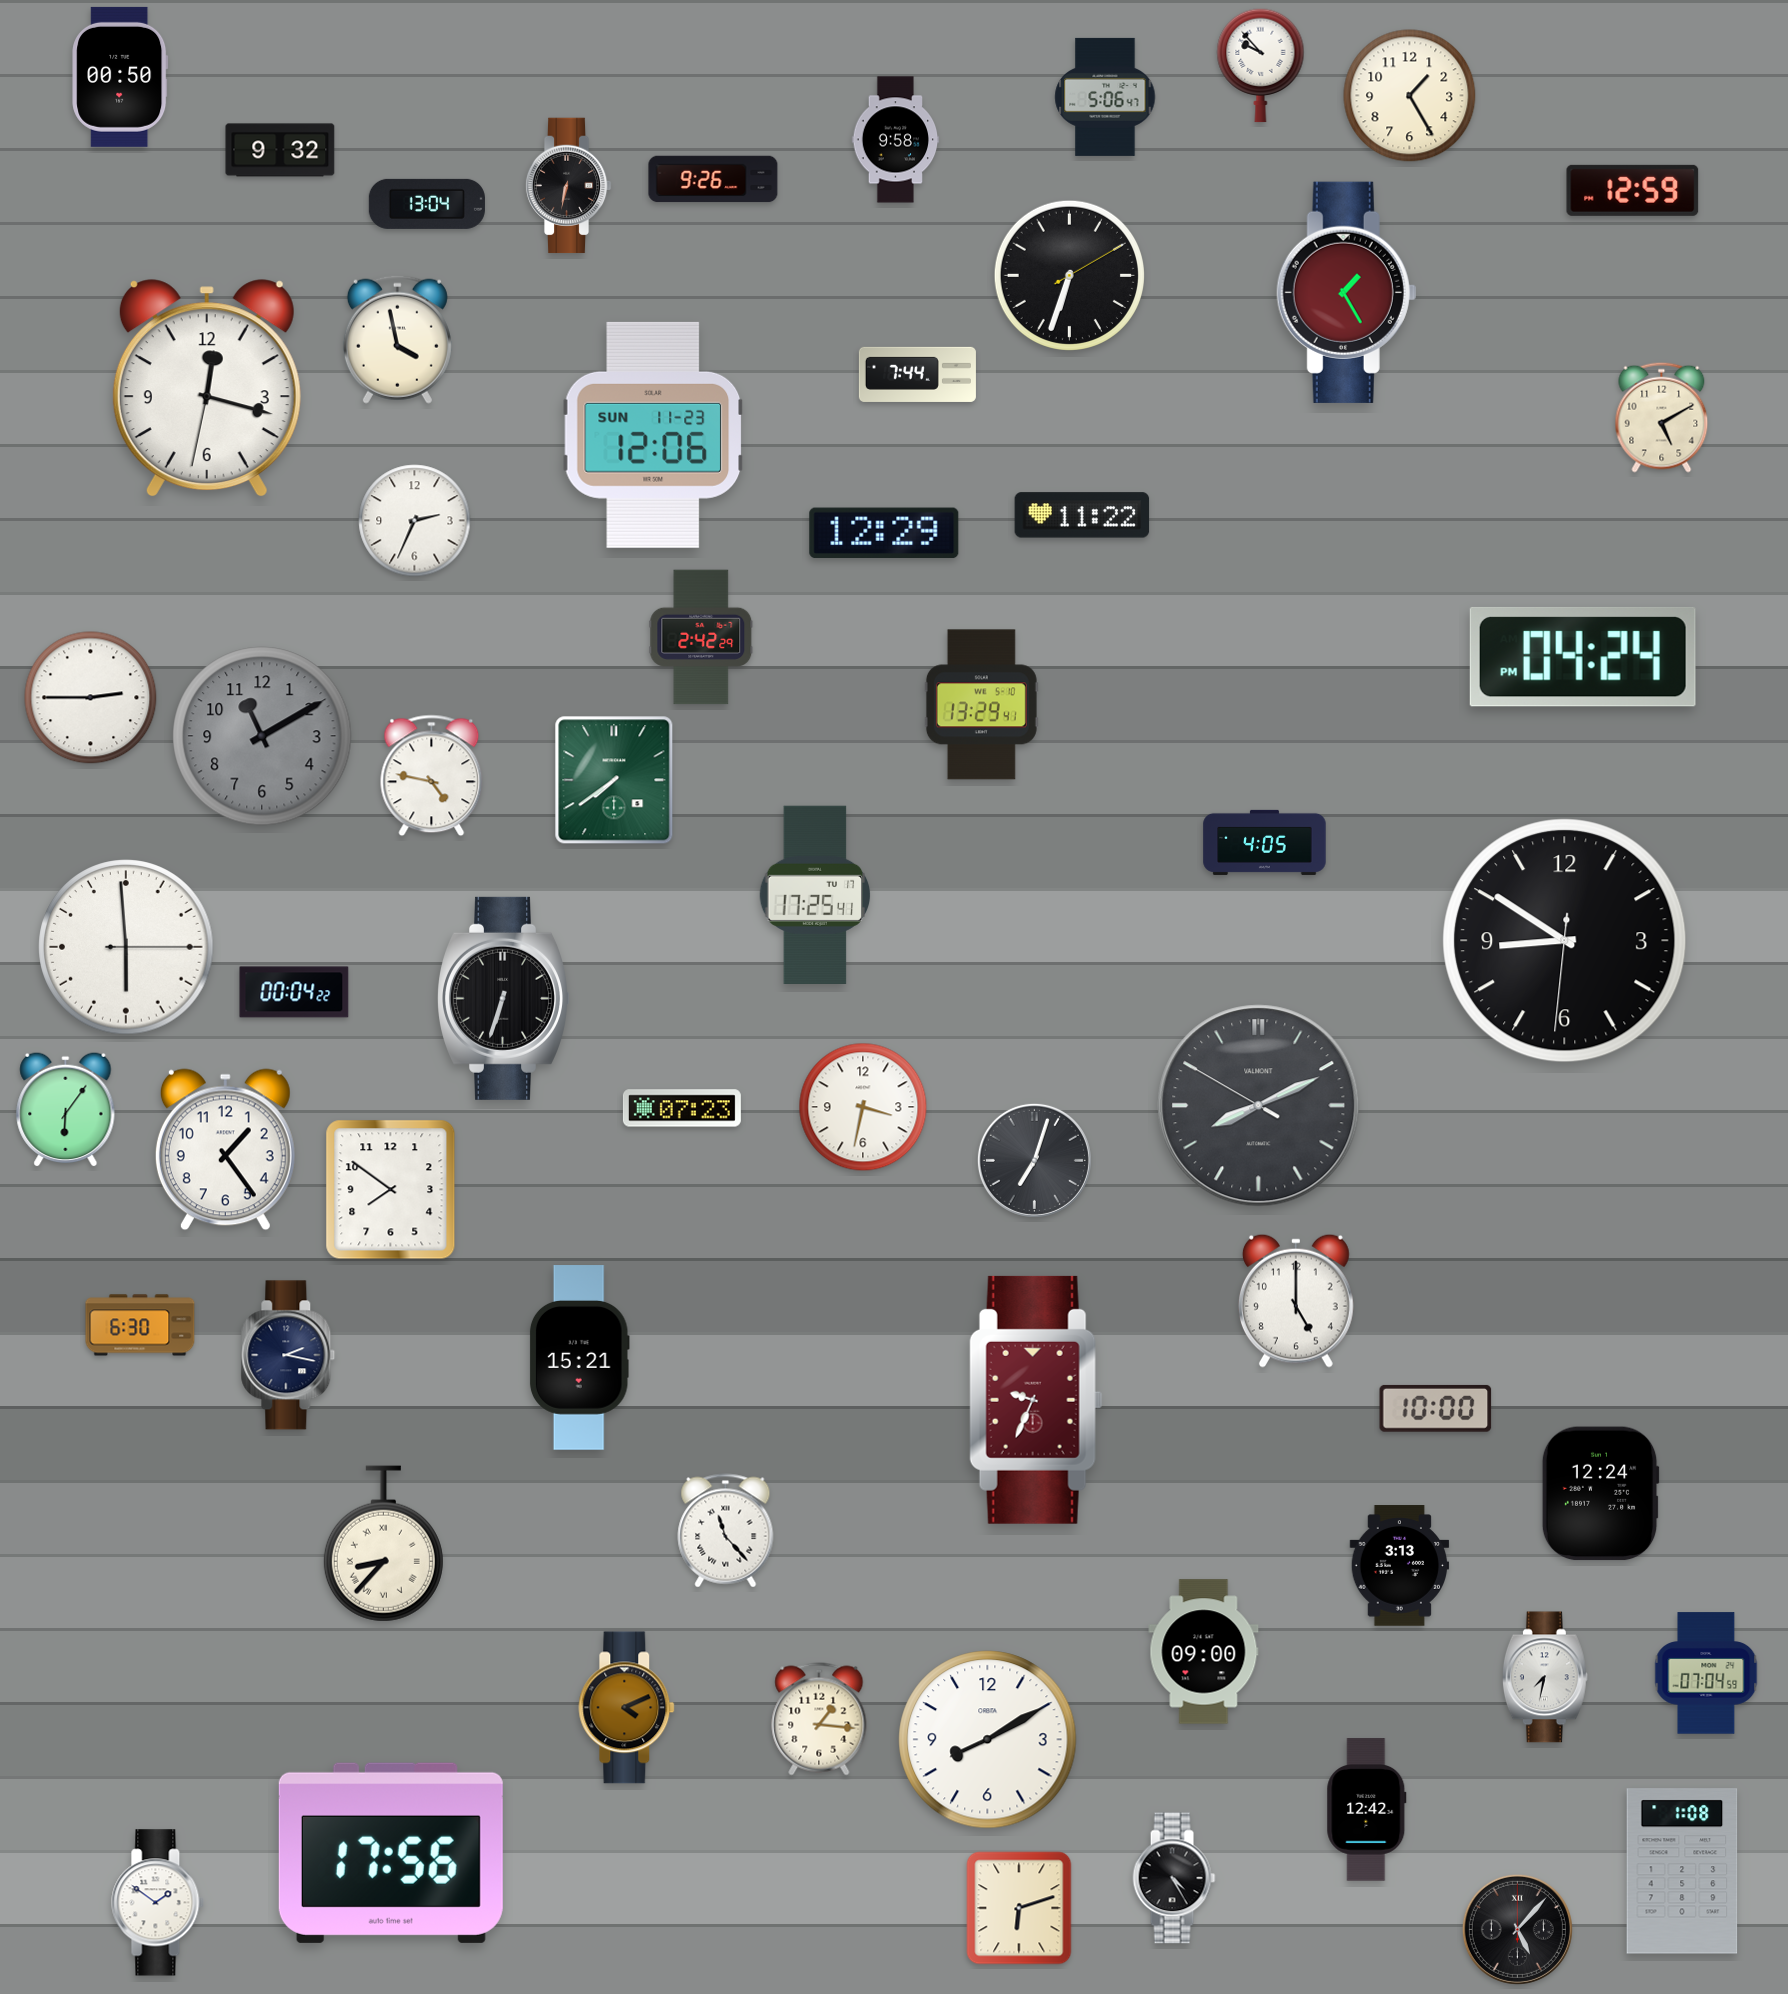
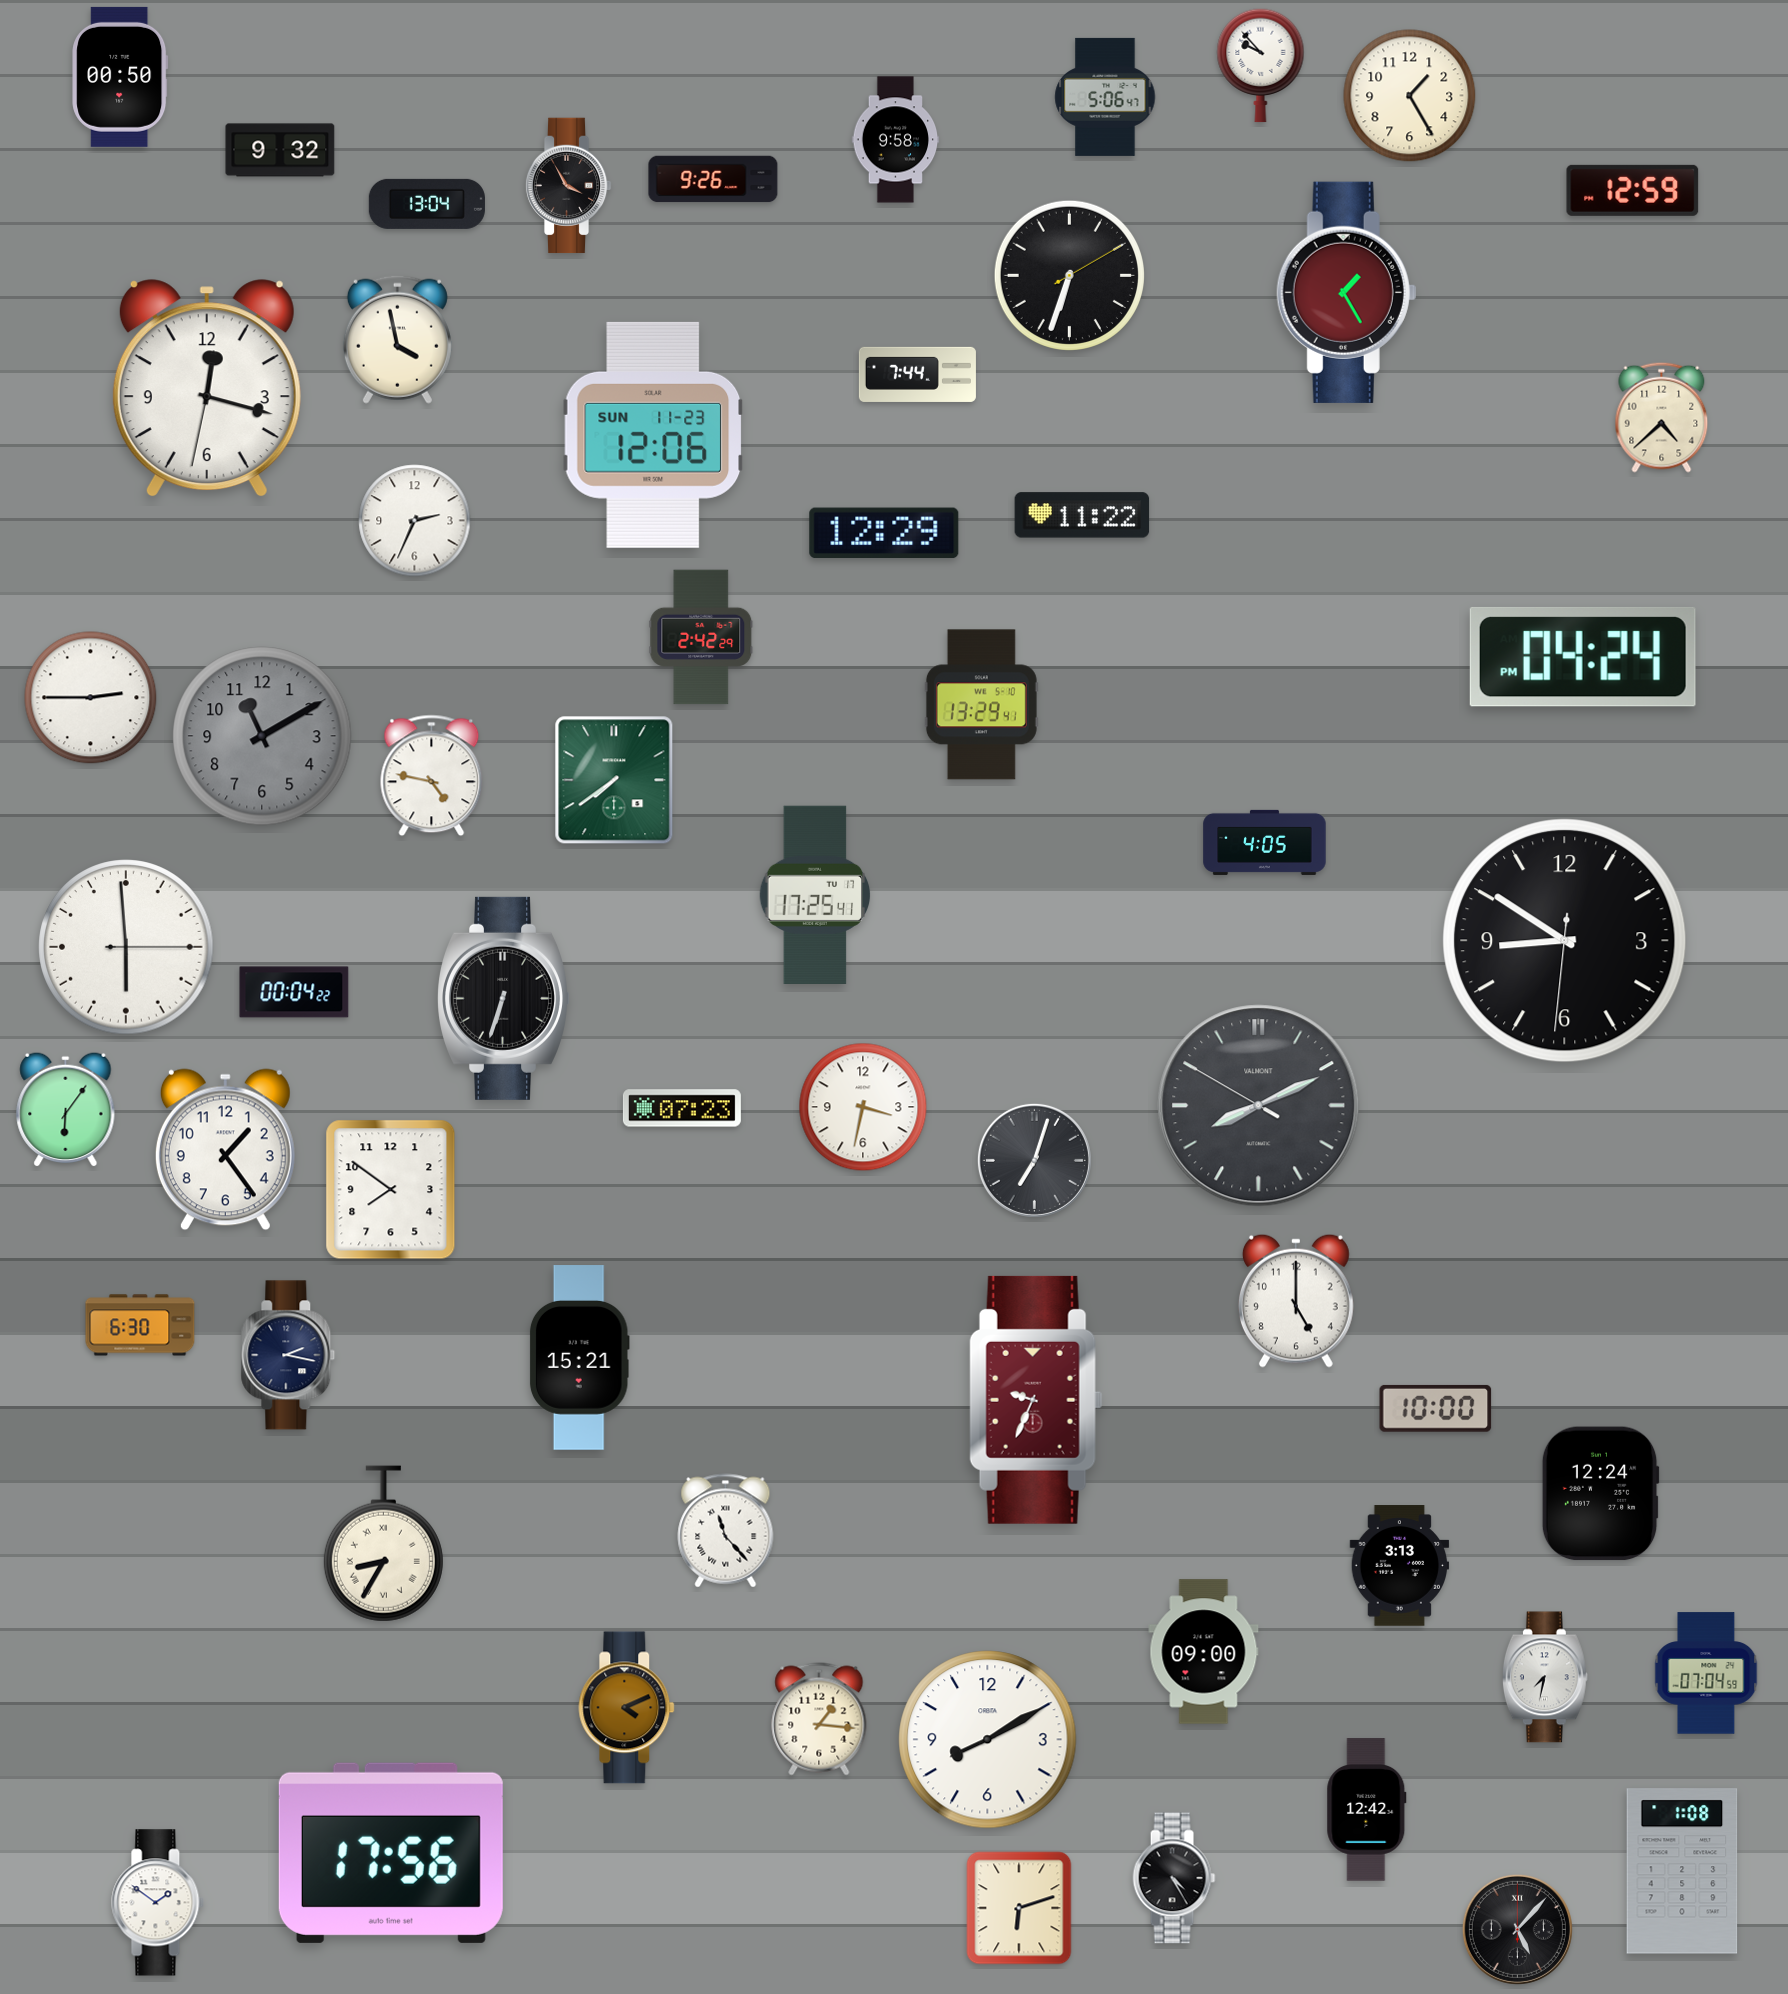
clock at (568, 186): 6:32 -> 3:55
clock at (1662, 417): 5:10 -> 4:38
clock at (383, 1544): 8:37 -> 8:35
